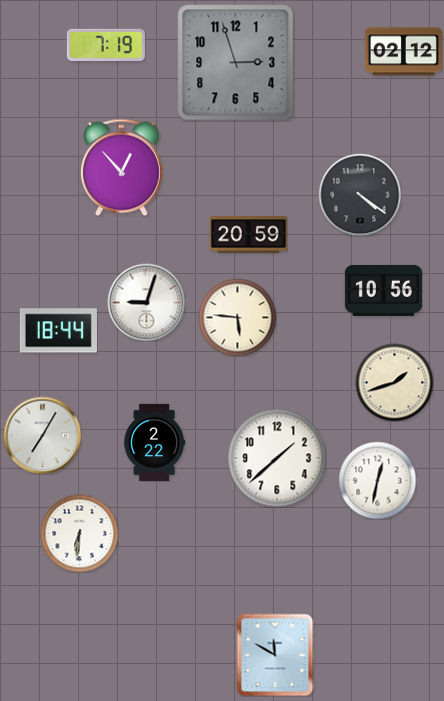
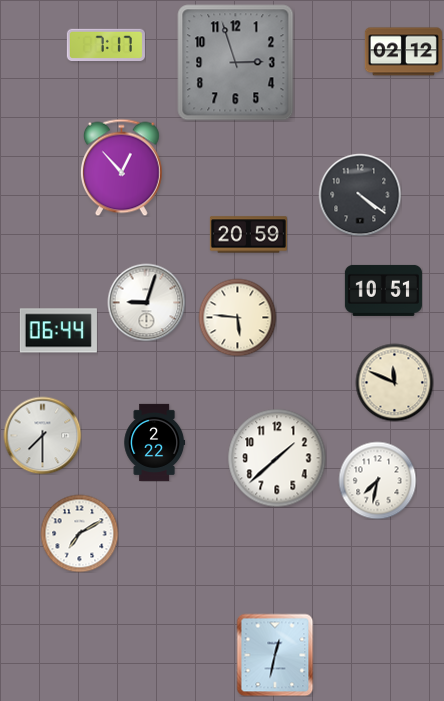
clock at (106, 44): 7:19 -> 7:17
clock at (383, 290): 10:56 -> 10:51
clock at (58, 331): 18:44 -> 06:44
clock at (394, 382): 1:42 -> 11:49
clock at (42, 435): 7:05 -> 7:30
clock at (377, 480): 12:32 -> 7:32
clock at (79, 533): 6:31 -> 7:10
clock at (275, 655): 11:50 -> 12:32
